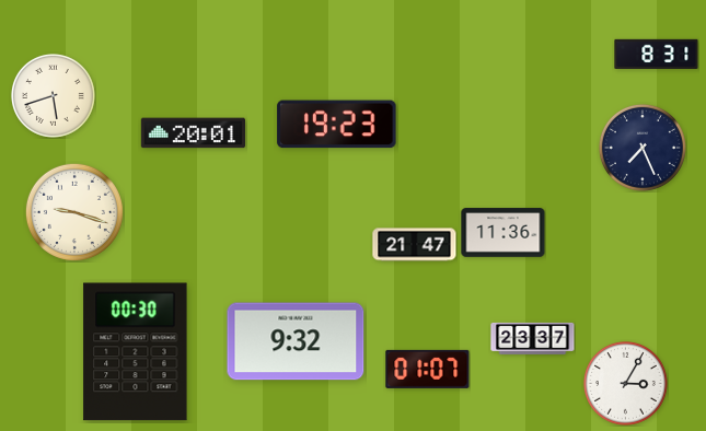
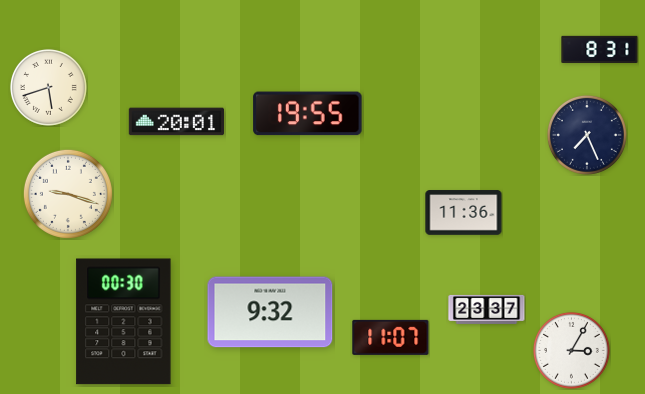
clock at (337, 125): 19:23 -> 19:55
clock at (504, 233) position: (504, 233) -> (464, 213)
clock at (415, 245): 21:47 -> none
clock at (428, 369): 01:07 -> 11:07
